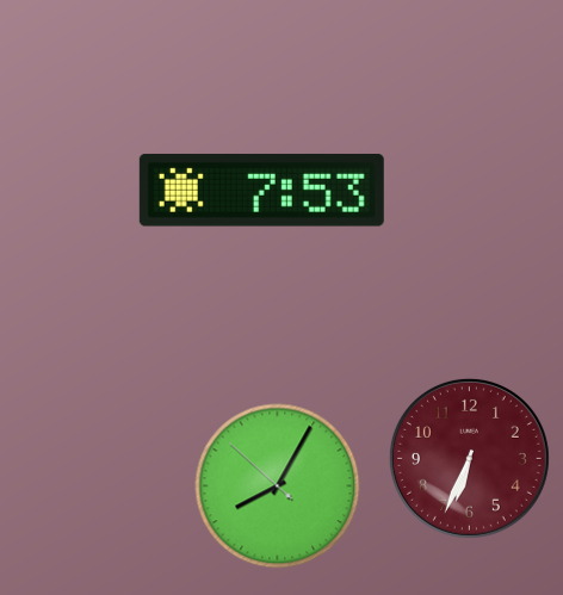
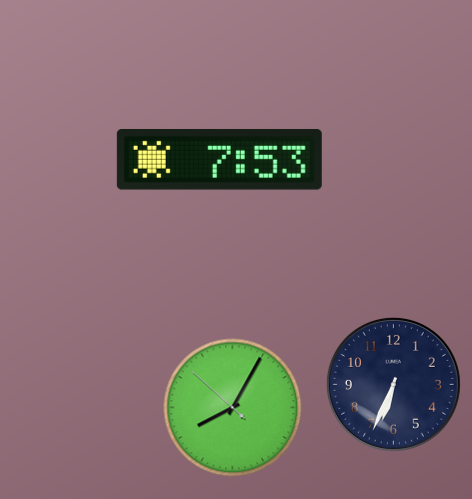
clock at (469, 458) dial: burgundy -> navy
